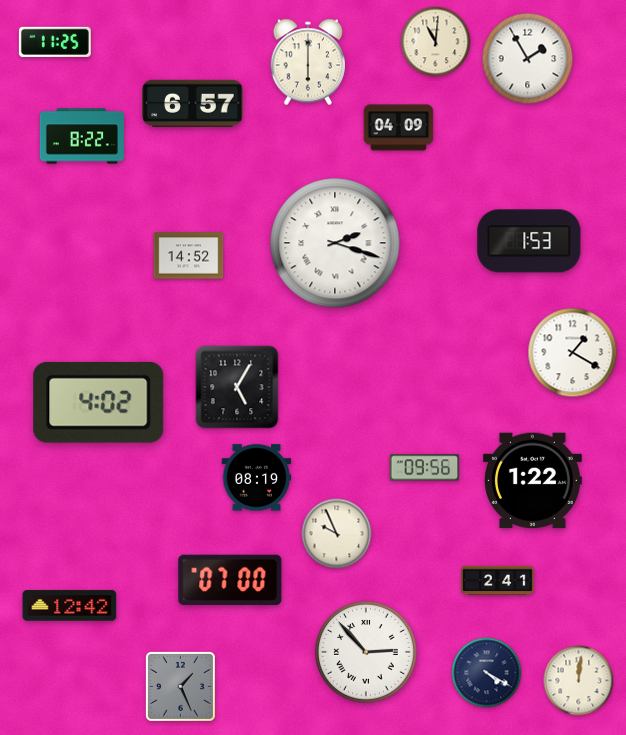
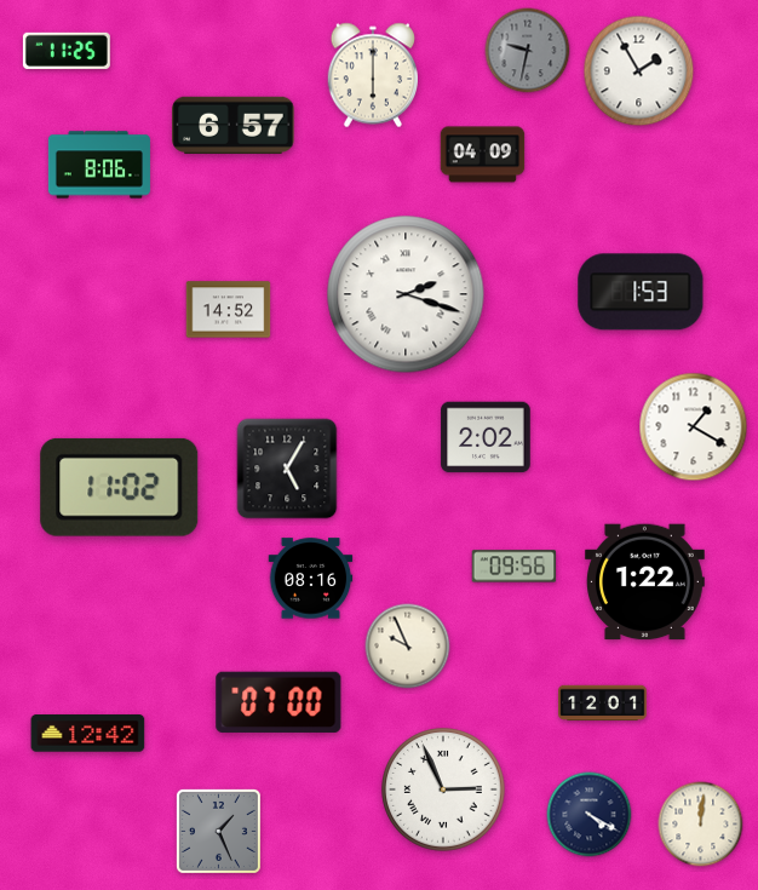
clock at (436, 42): 11:01 -> 9:32
clock at (436, 42) dial: cream -> grey
clock at (82, 136): 8:22 -> 8:06
clock at (486, 437): none -> 2:02
clock at (99, 402): 4:02 -> 11:02
clock at (257, 478): 08:19 -> 08:16
clock at (498, 581): 2:41 -> 12:01
clock at (70, 606) position: (70, 606) -> (88, 734)
clock at (366, 652): 2:53 -> 2:56
